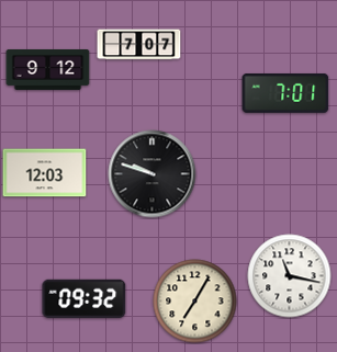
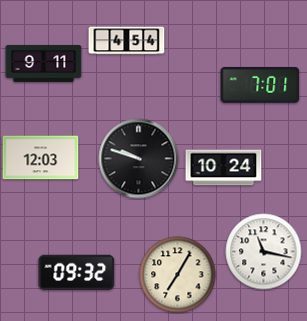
clock at (139, 45): 7:07 -> 4:54
clock at (48, 69): 9:12 -> 9:11
clock at (224, 168): none -> 10:24
